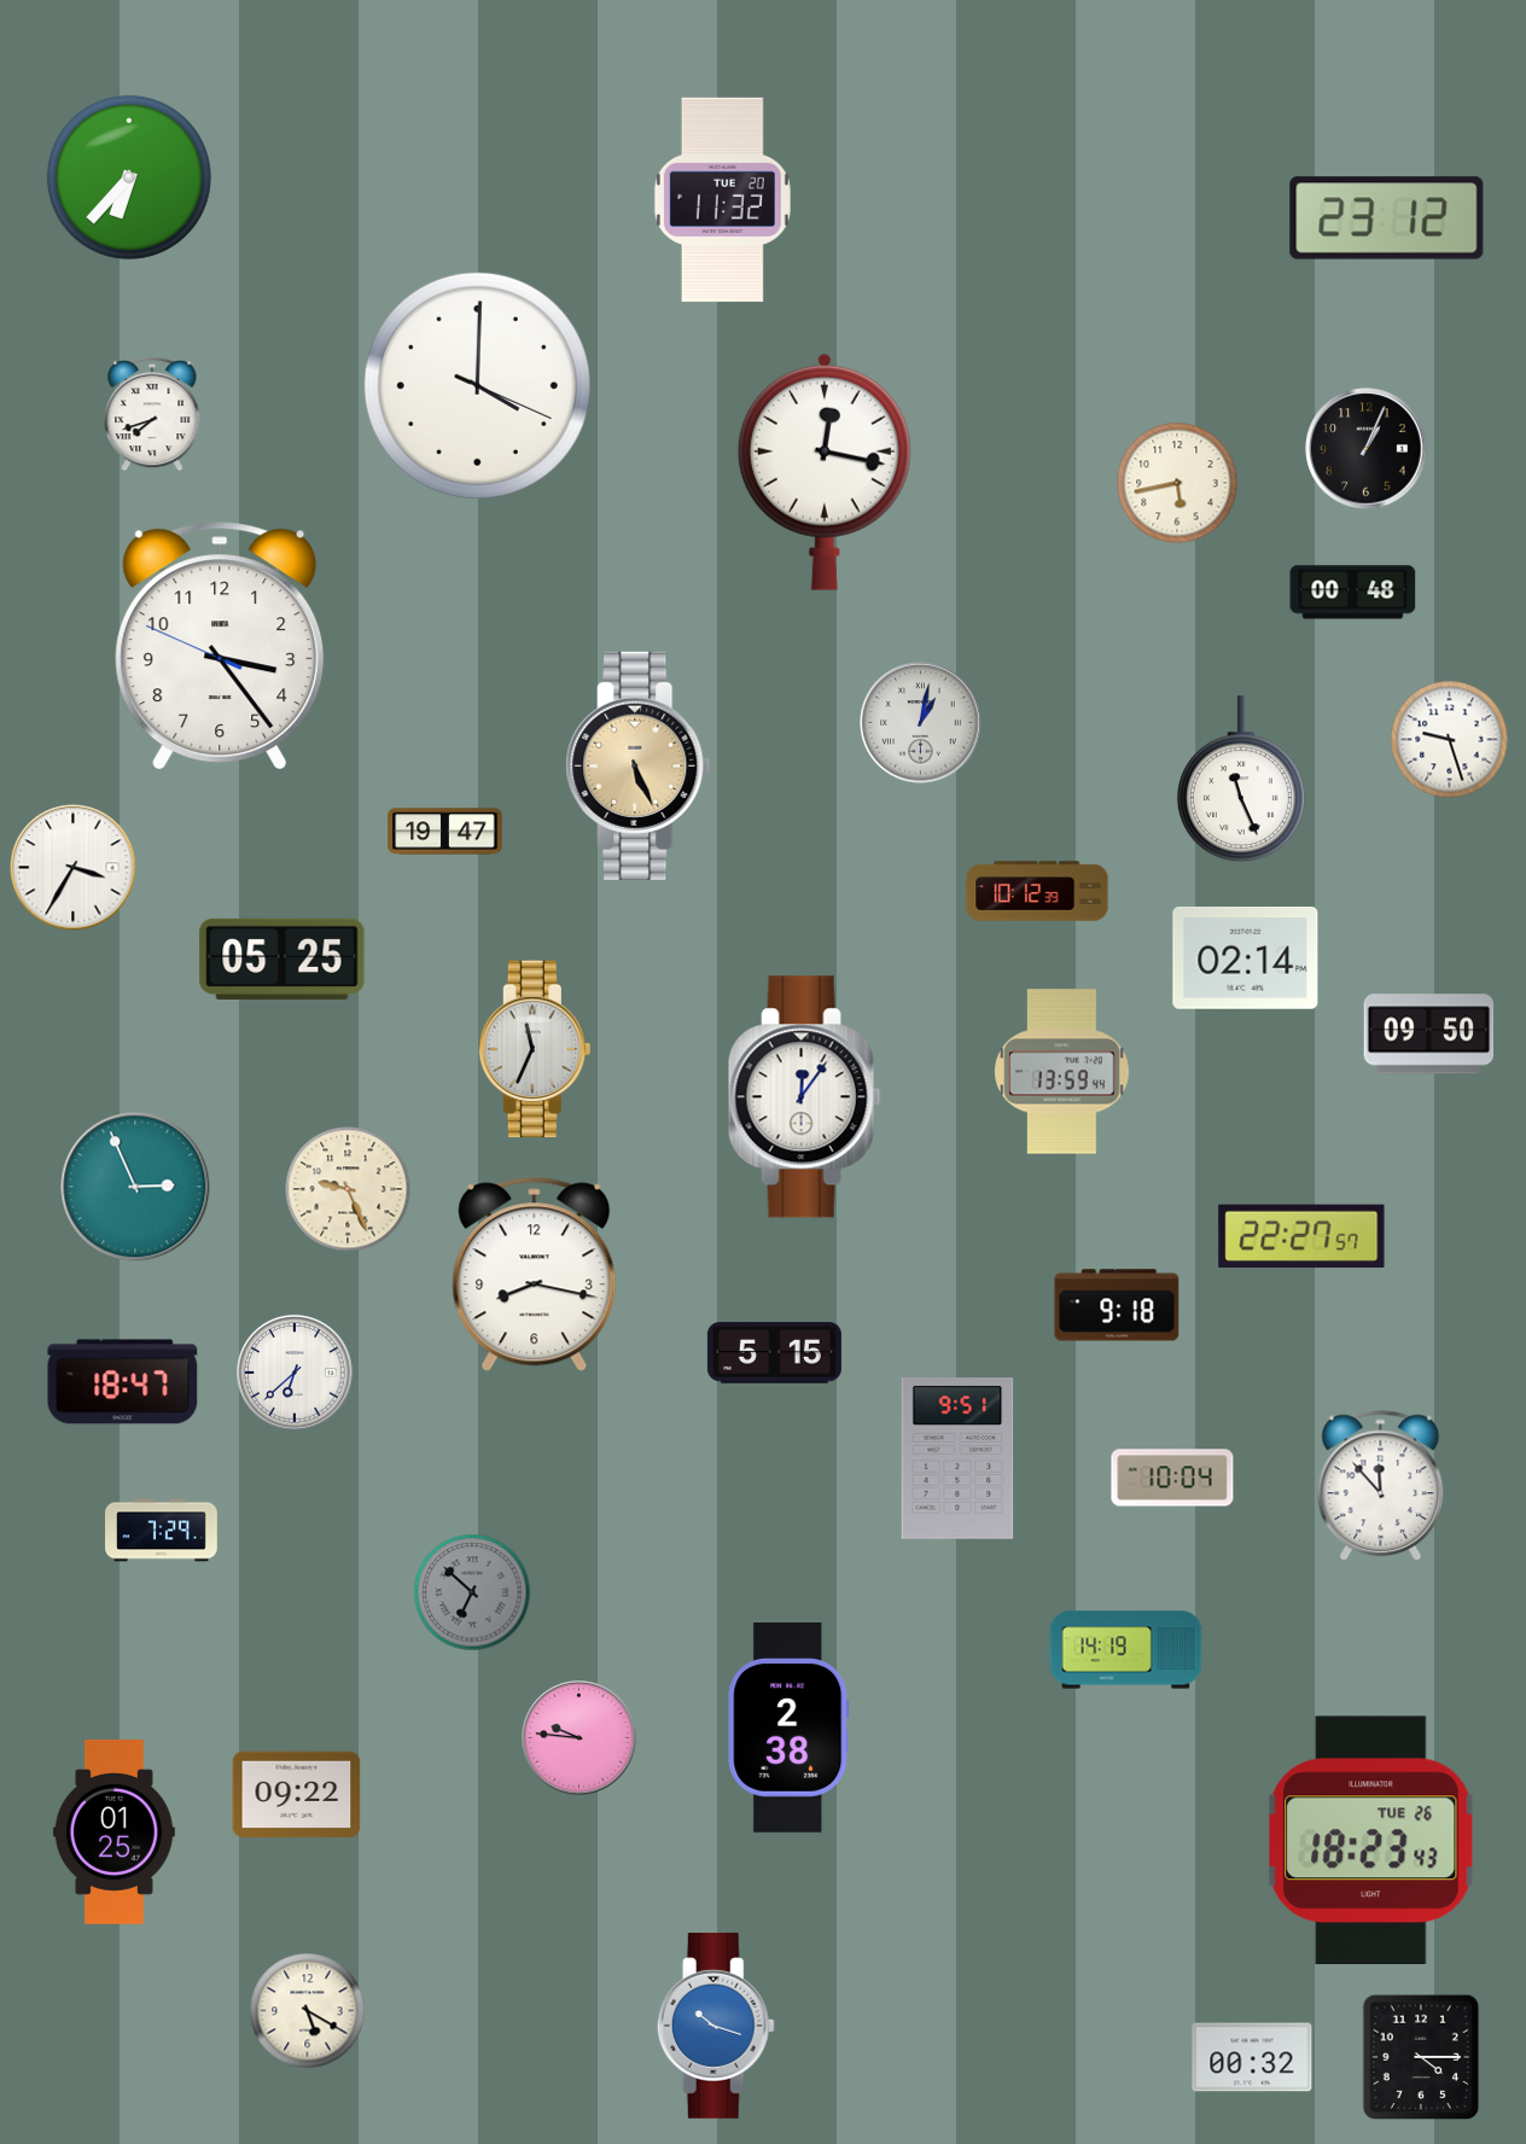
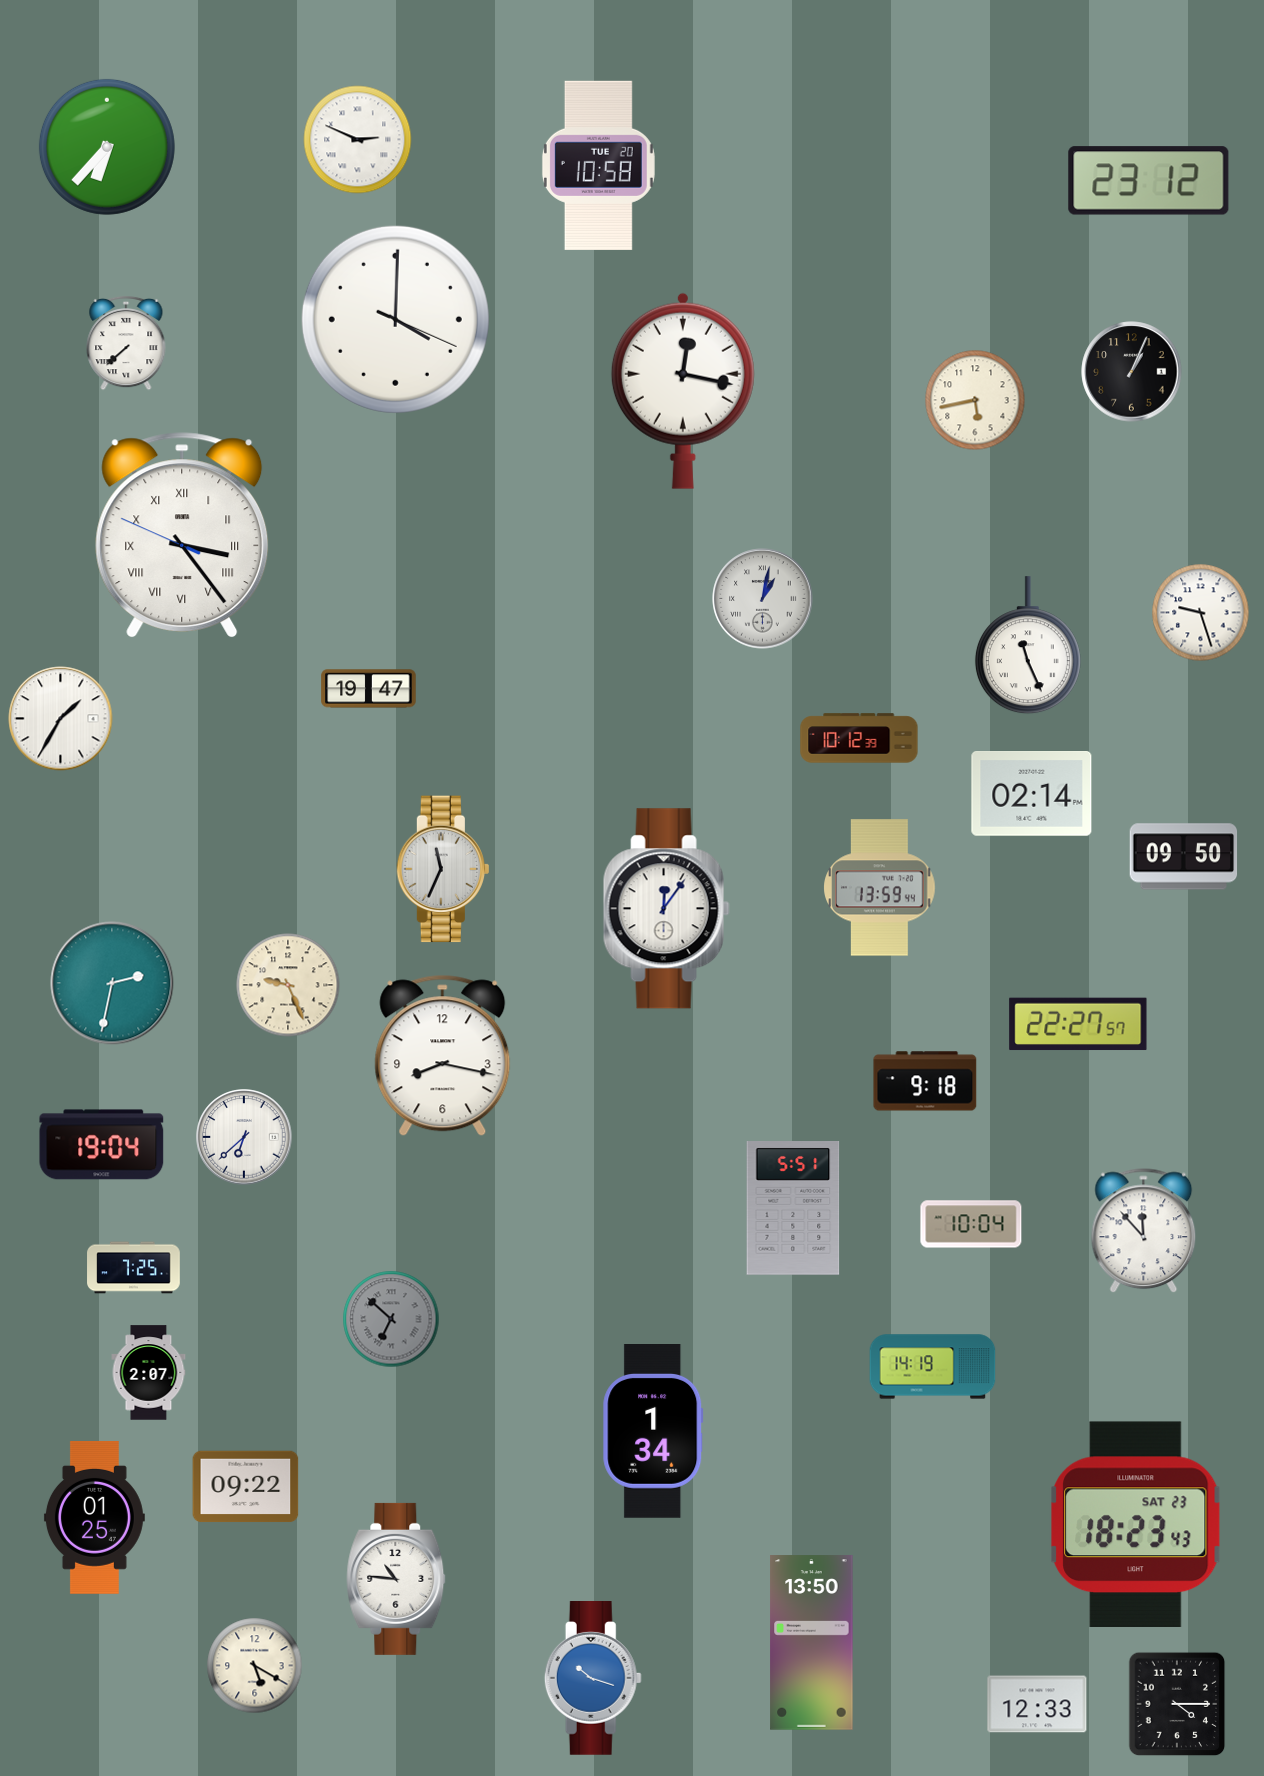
clock at (358, 140): none -> 2:49
clock at (722, 199): 11:32 -> 10:58
clock at (152, 414): 7:42 -> 7:38
clock at (1353, 593): 00:48 -> none
clock at (220, 646) numerals: Arabic -> Roman
clock at (639, 765): 5:26 -> none
clock at (74, 868): 3:35 -> 1:35
clock at (283, 959): 05:25 -> none
clock at (135, 1187): 2:56 -> 2:32
clock at (774, 1353): 5:15 -> none
clock at (123, 1382): 18:47 -> 19:04
clock at (957, 1460): 9:51 -> 5:51
clock at (162, 1531): 7:29 -> 7:25
clock at (149, 1373): none -> 2:07
clock at (788, 1729): 2:38 -> 1:34
clock at (579, 1738): 9:46 -> none
clock at (1371, 1840) date: TUE 26 -> SAT 23
clock at (396, 1579): none -> 10:46
clock at (812, 1643): none -> 13:50
clock at (1252, 2057): 00:32 -> 12:33
